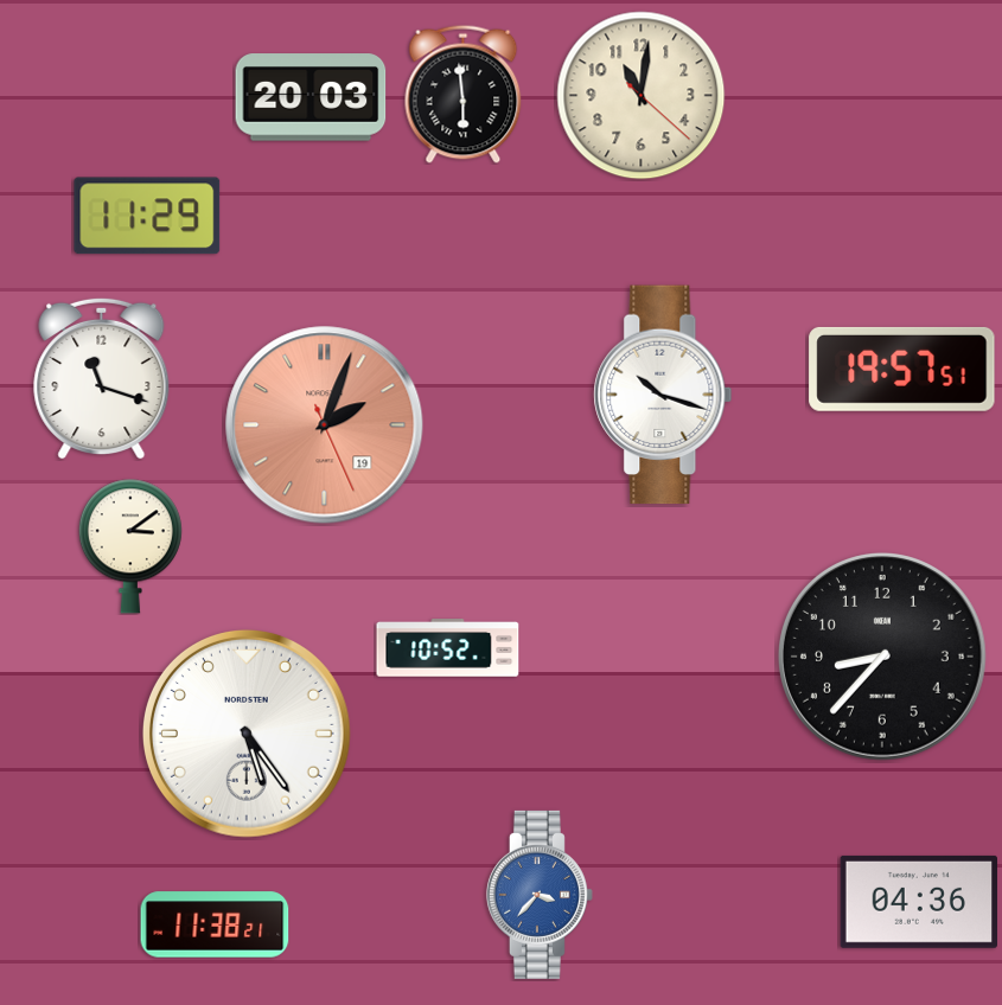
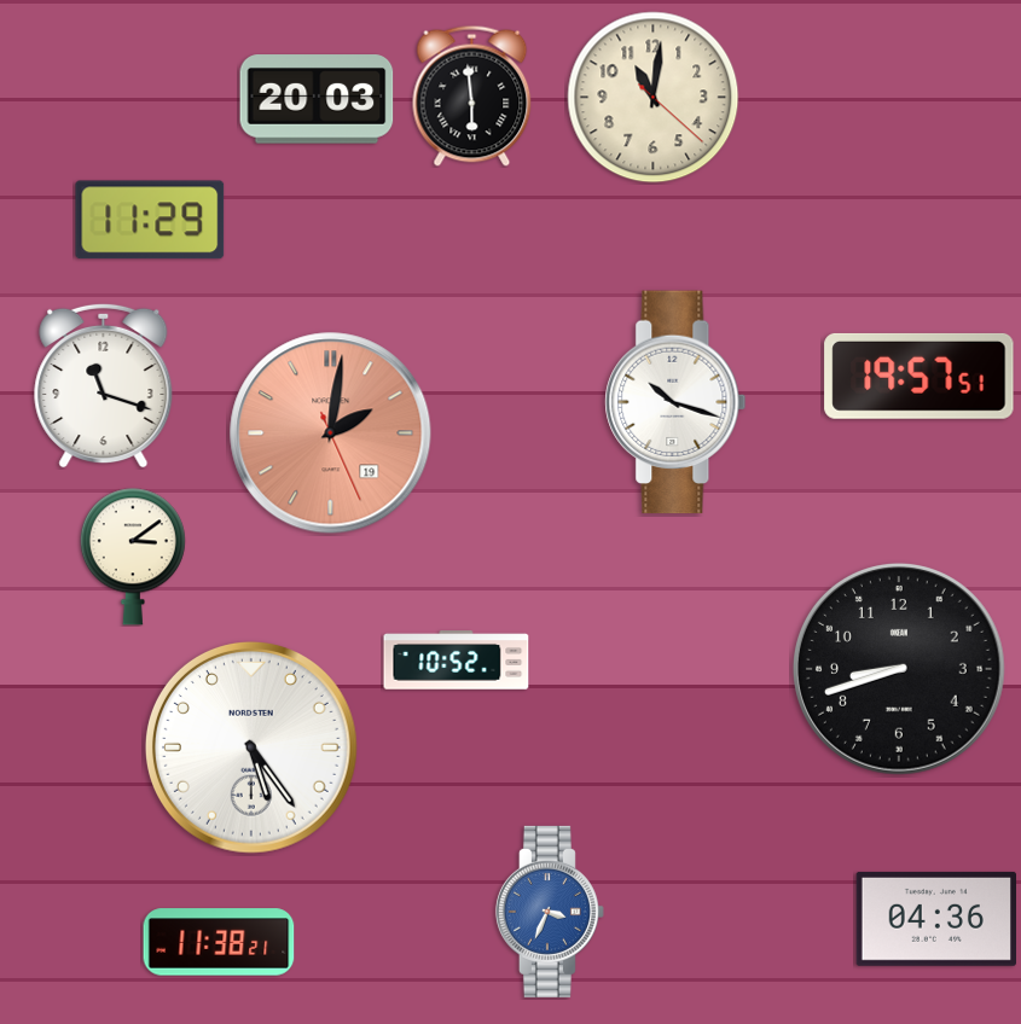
clock at (325, 425): 2:03 -> 2:01
clock at (882, 657): 8:37 -> 8:42
clock at (540, 895): 3:37 -> 3:34
